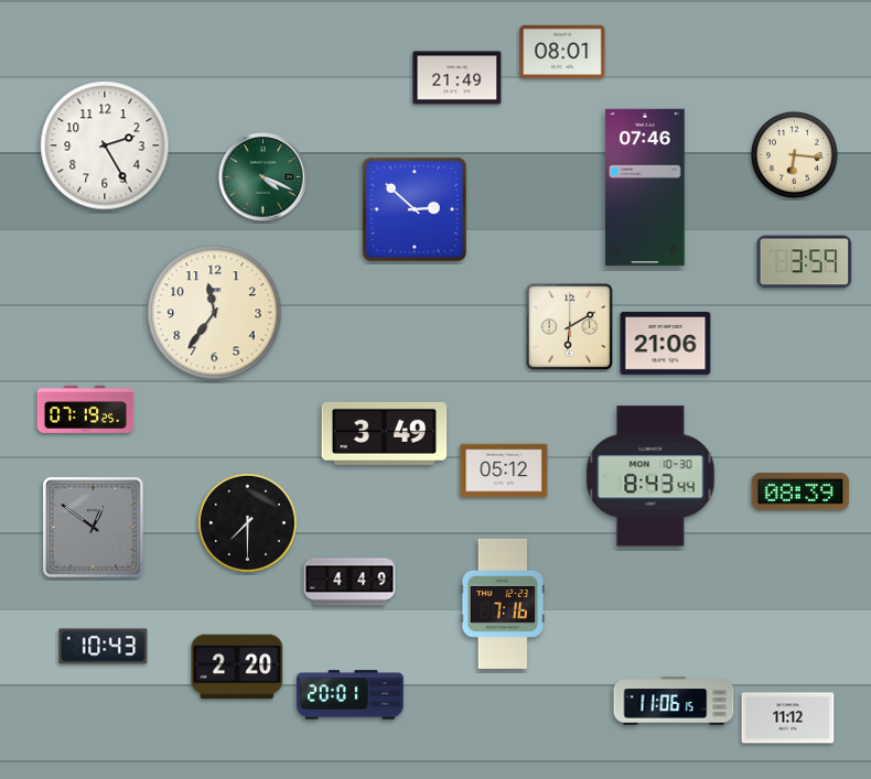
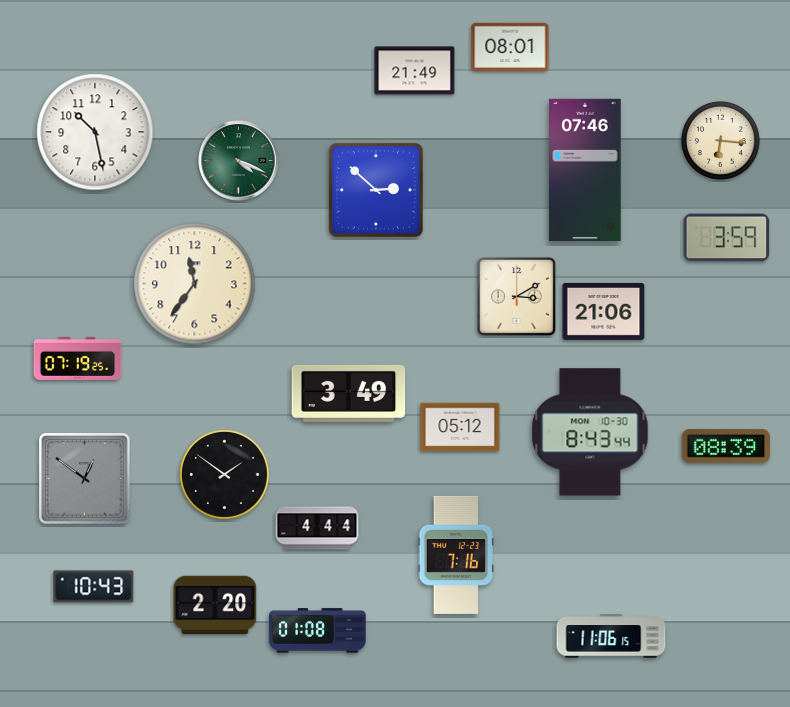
clock at (105, 145): 2:25 -> 10:28
clock at (805, 262) position: (805, 262) -> (727, 238)
clock at (569, 326): 6:10 -> 3:10
clock at (86, 409) position: (86, 409) -> (78, 358)
clock at (504, 470) position: (504, 470) -> (460, 427)
clock at (248, 523): 7:30 -> 1:51
clock at (350, 582): 4:49 -> 4:44
clock at (503, 604) position: (503, 604) -> (456, 555)
clock at (351, 695): 20:01 -> 01:08
clock at (788, 718): 11:12 -> none
